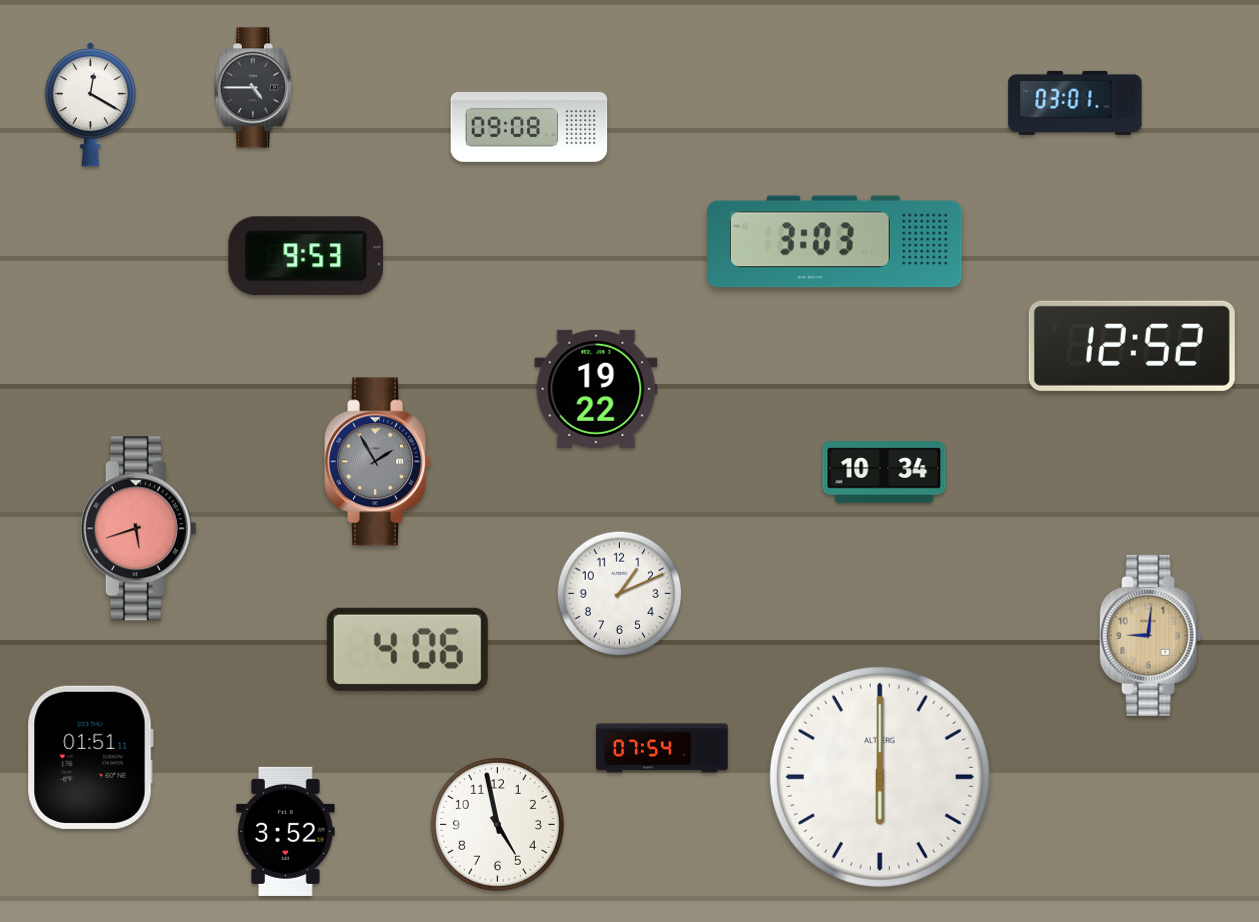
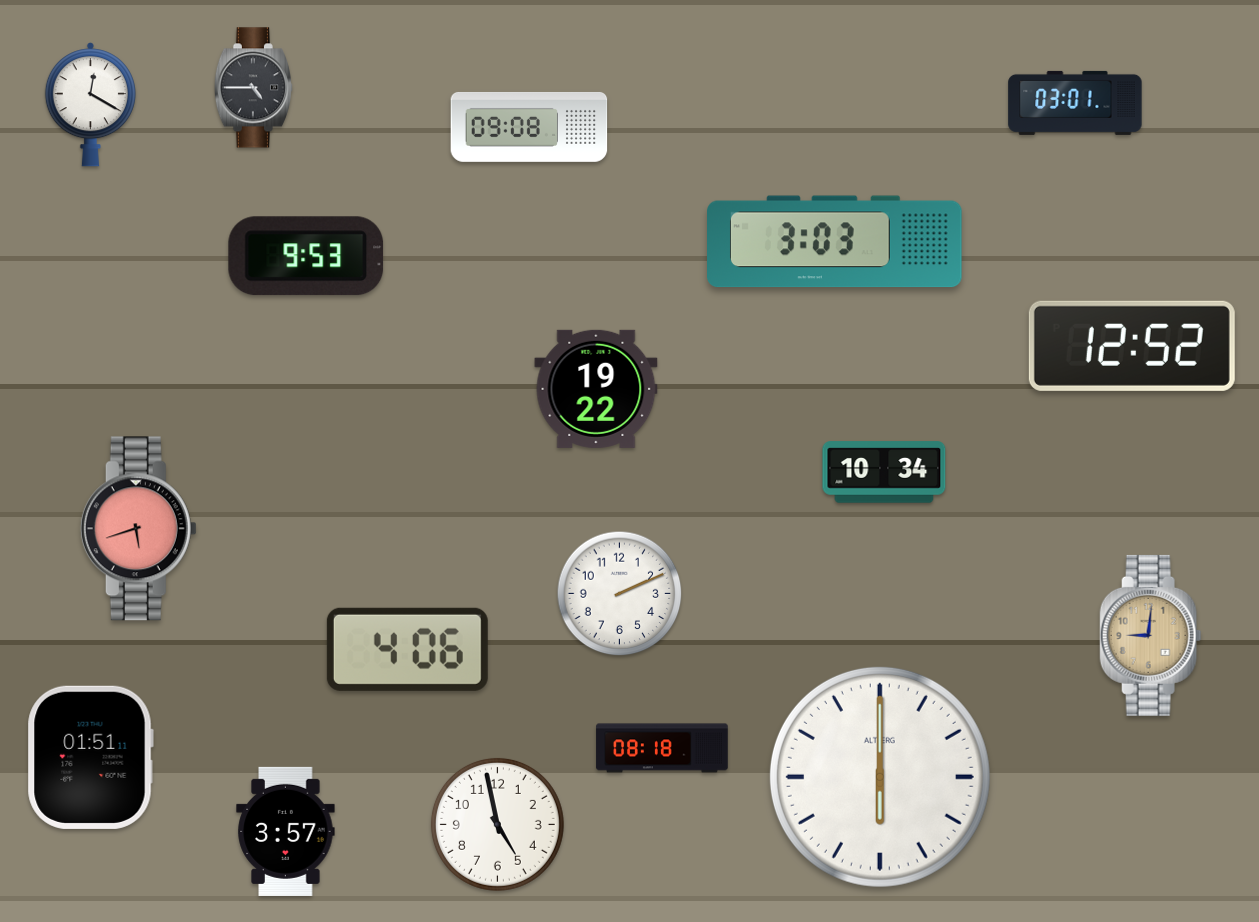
clock at (378, 462): 1:55 -> none
clock at (620, 594): 1:11 -> 2:11
clock at (662, 748): 07:54 -> 08:18
clock at (286, 831): 3:52 -> 3:57
